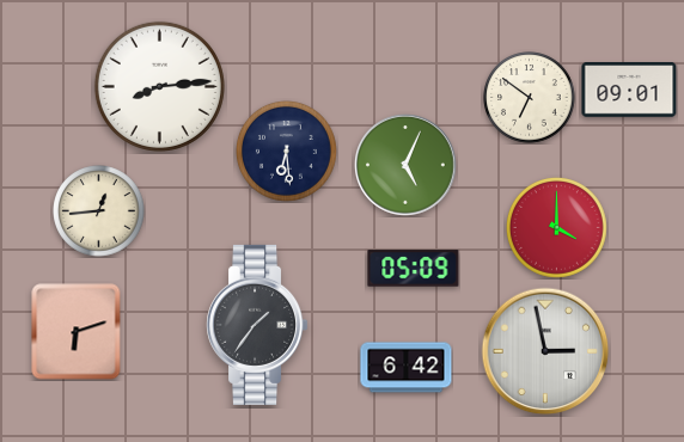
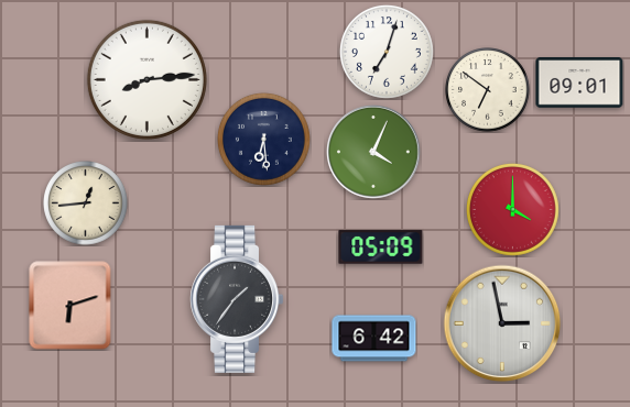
clock at (387, 52): none -> 7:03
clock at (405, 165): 5:04 -> 4:04
clock at (99, 211) position: (99, 211) -> (86, 204)
